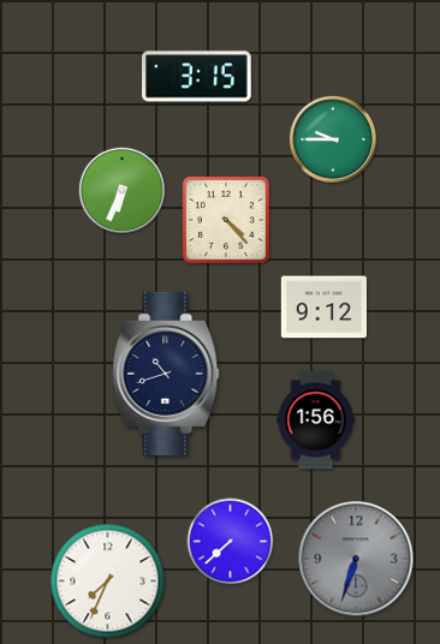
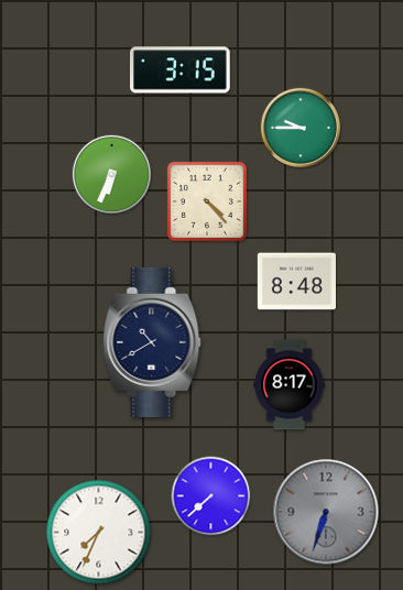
clock at (332, 138) position: (332, 138) -> (299, 127)
clock at (323, 308): 9:12 -> 8:48
clock at (166, 374): 10:42 -> 10:40
clock at (316, 421): 1:56 -> 8:17
